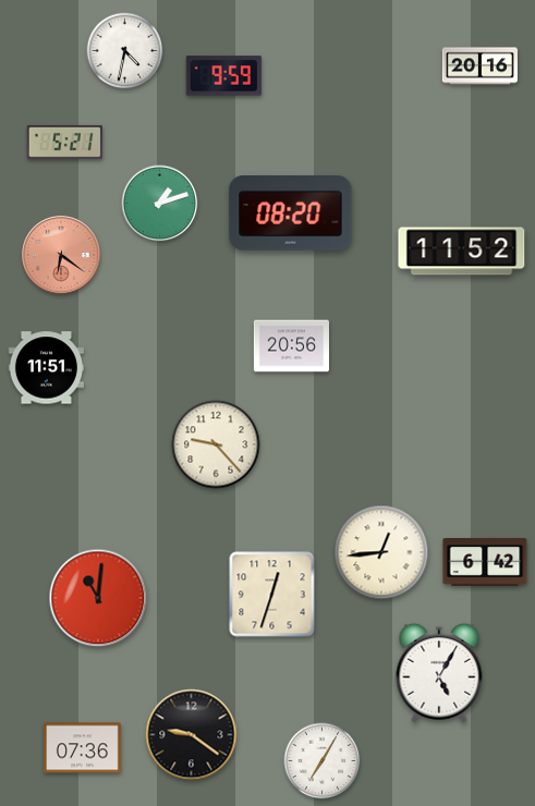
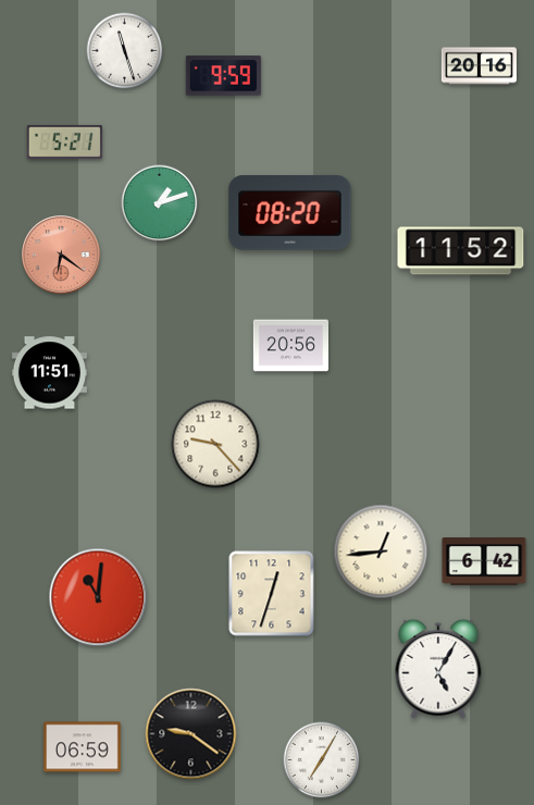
clock at (125, 51): 4:32 -> 11:27
clock at (46, 368) position: (46, 368) -> (49, 373)
clock at (439, 673) position: (439, 673) -> (438, 669)
clock at (83, 748): 07:36 -> 06:59
